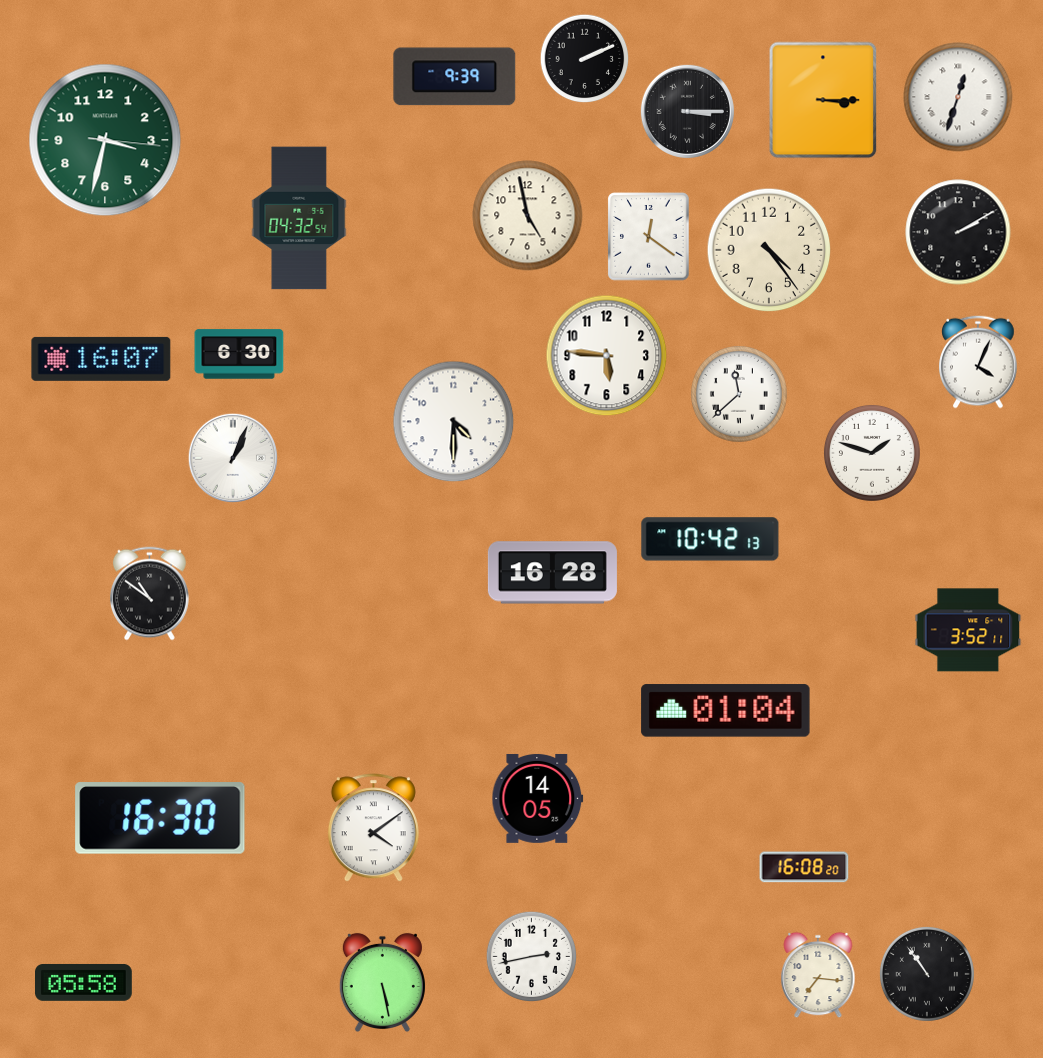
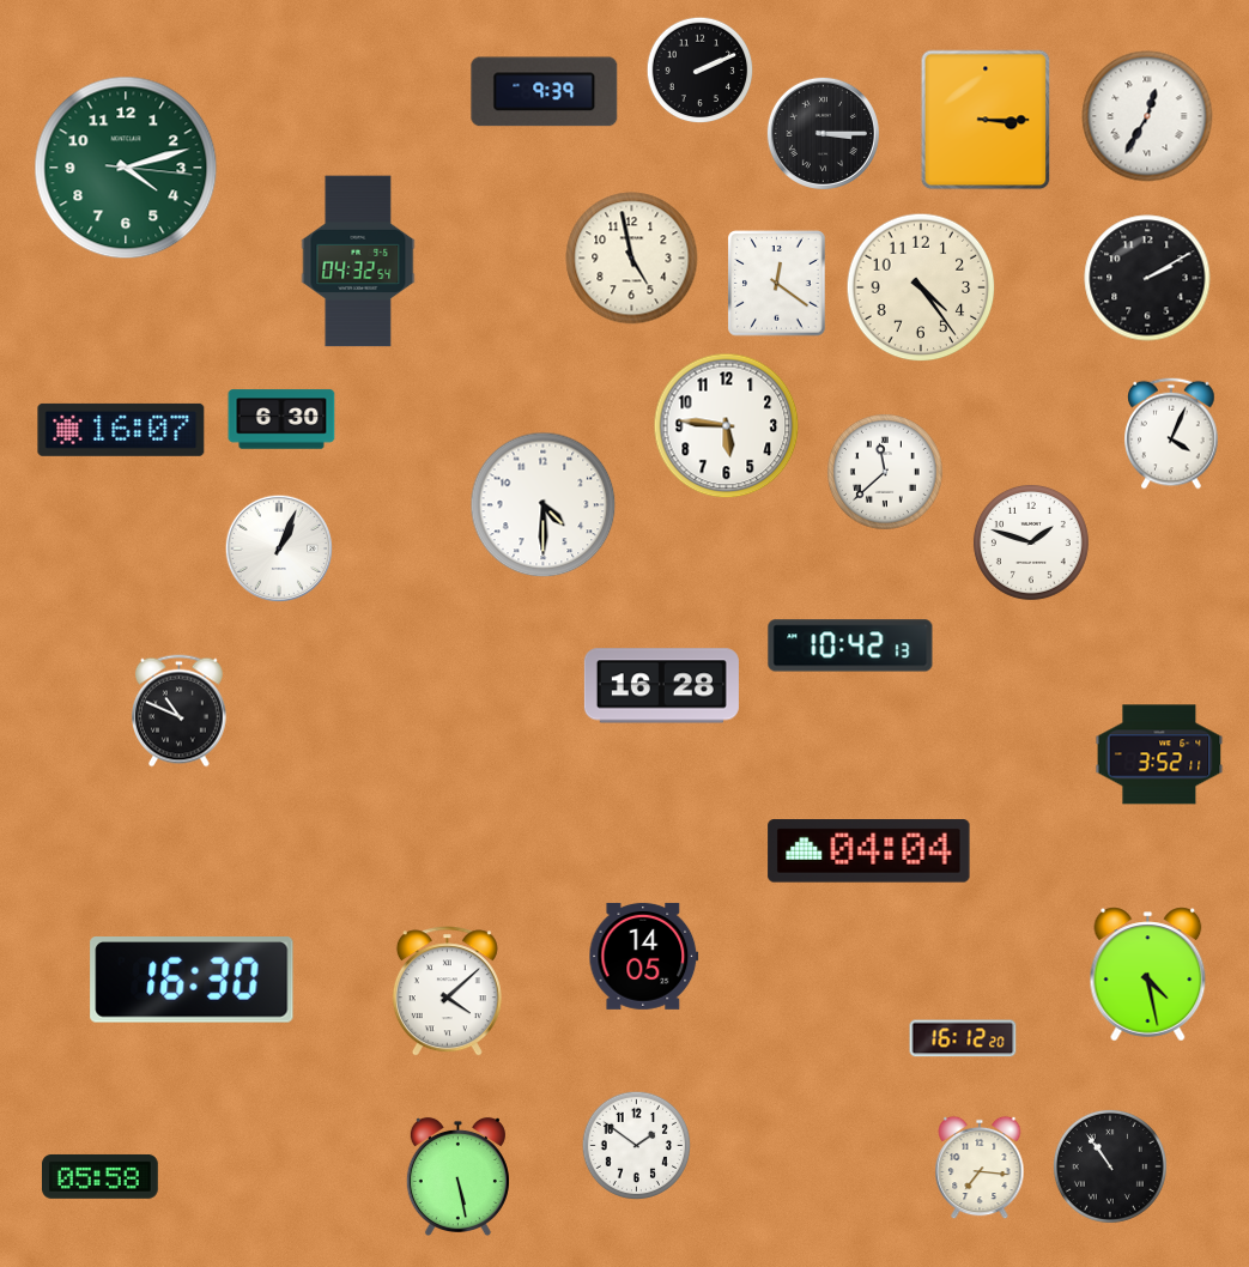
clock at (958, 97): 12:33 -> 12:35
clock at (105, 140): 3:32 -> 4:12
clock at (769, 250) position: (769, 250) -> (921, 287)
clock at (239, 354) position: (239, 354) -> (281, 419)
clock at (872, 453) position: (872, 453) -> (1031, 542)
clock at (150, 594): 10:51 -> 10:49
clock at (726, 711): 01:04 -> 04:04
clock at (1148, 975): none -> 4:28
clock at (373, 828): 4:09 -> 4:08
clock at (804, 867): 16:08 -> 16:12
clock at (531, 956): 2:43 -> 1:51
